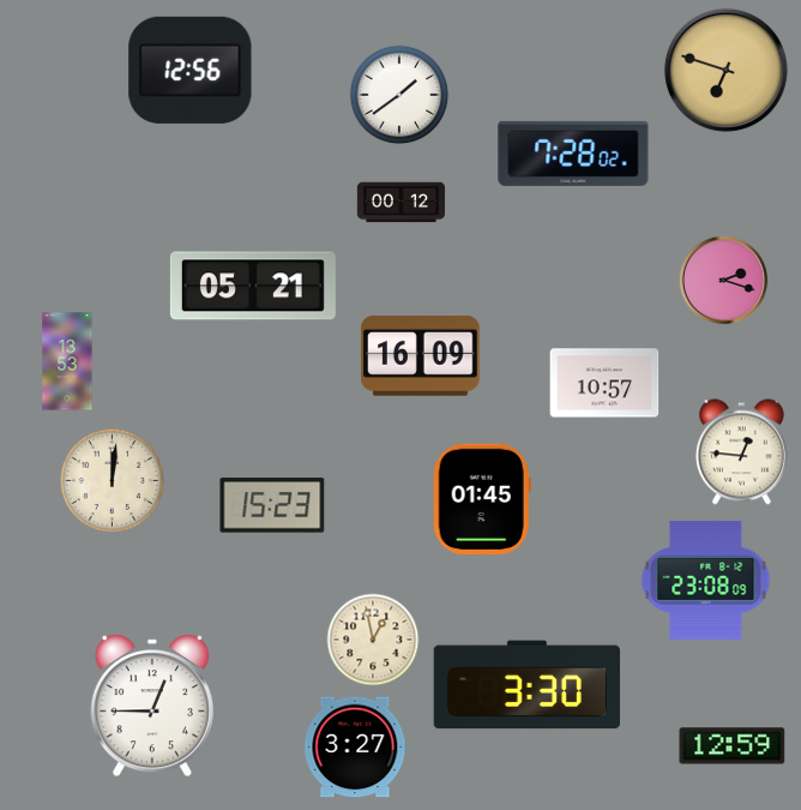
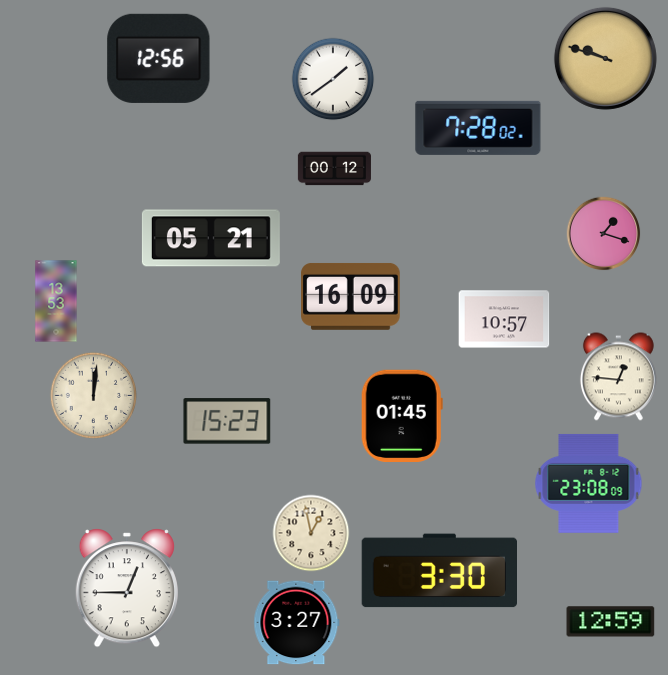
clock at (725, 70): 6:48 -> 9:48
clock at (724, 281): 2:18 -> 1:18
clock at (113, 481) position: (113, 481) -> (94, 396)
